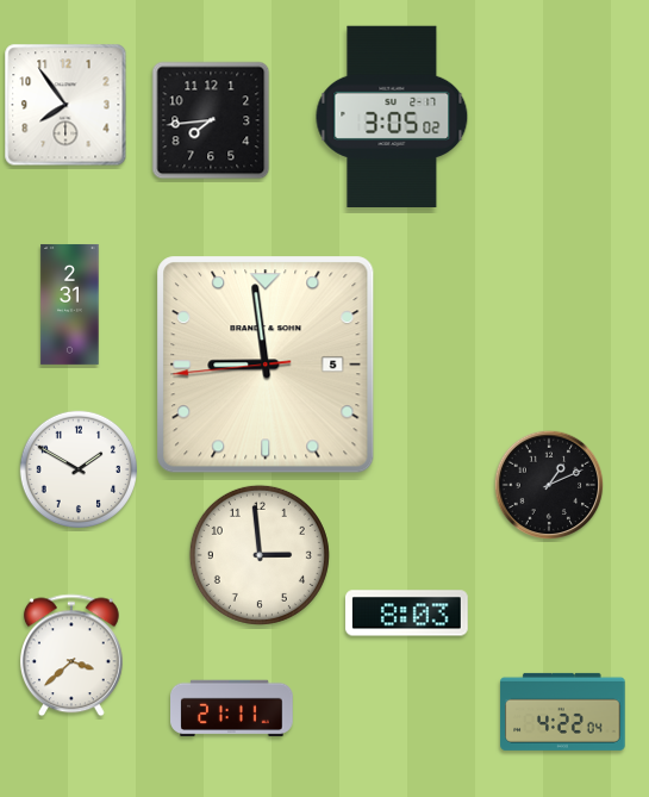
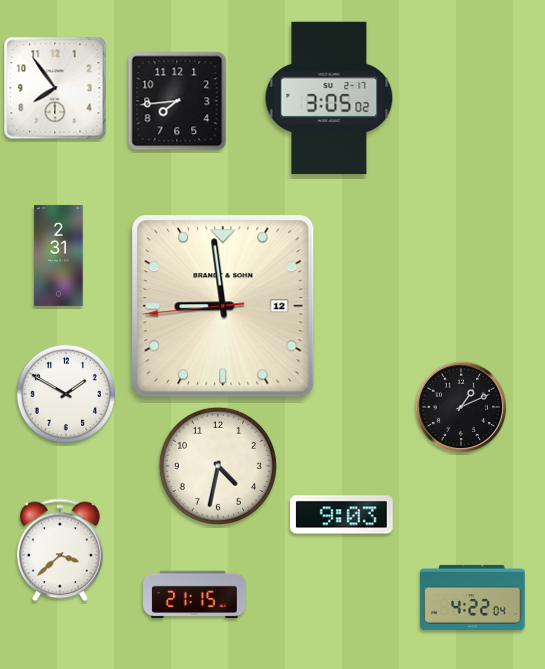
clock at (266, 365) date: 5 -> 12
clock at (260, 555): 2:59 -> 4:32
clock at (406, 614): 8:03 -> 9:03
clock at (232, 709): 21:11 -> 21:15
